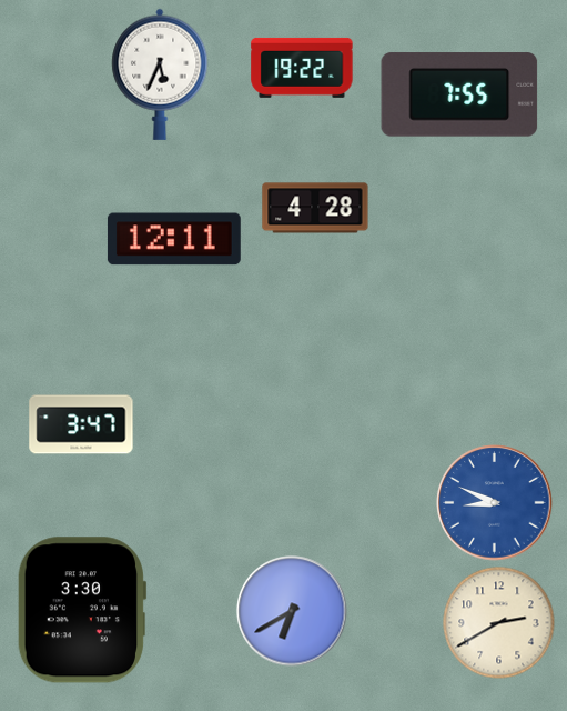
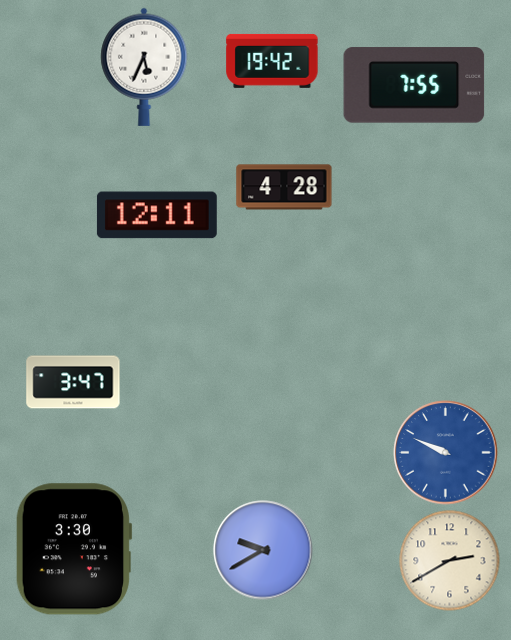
clock at (302, 68): 19:22 -> 19:42
clock at (495, 503): 8:49 -> 9:49
clock at (292, 611): 6:40 -> 9:40
